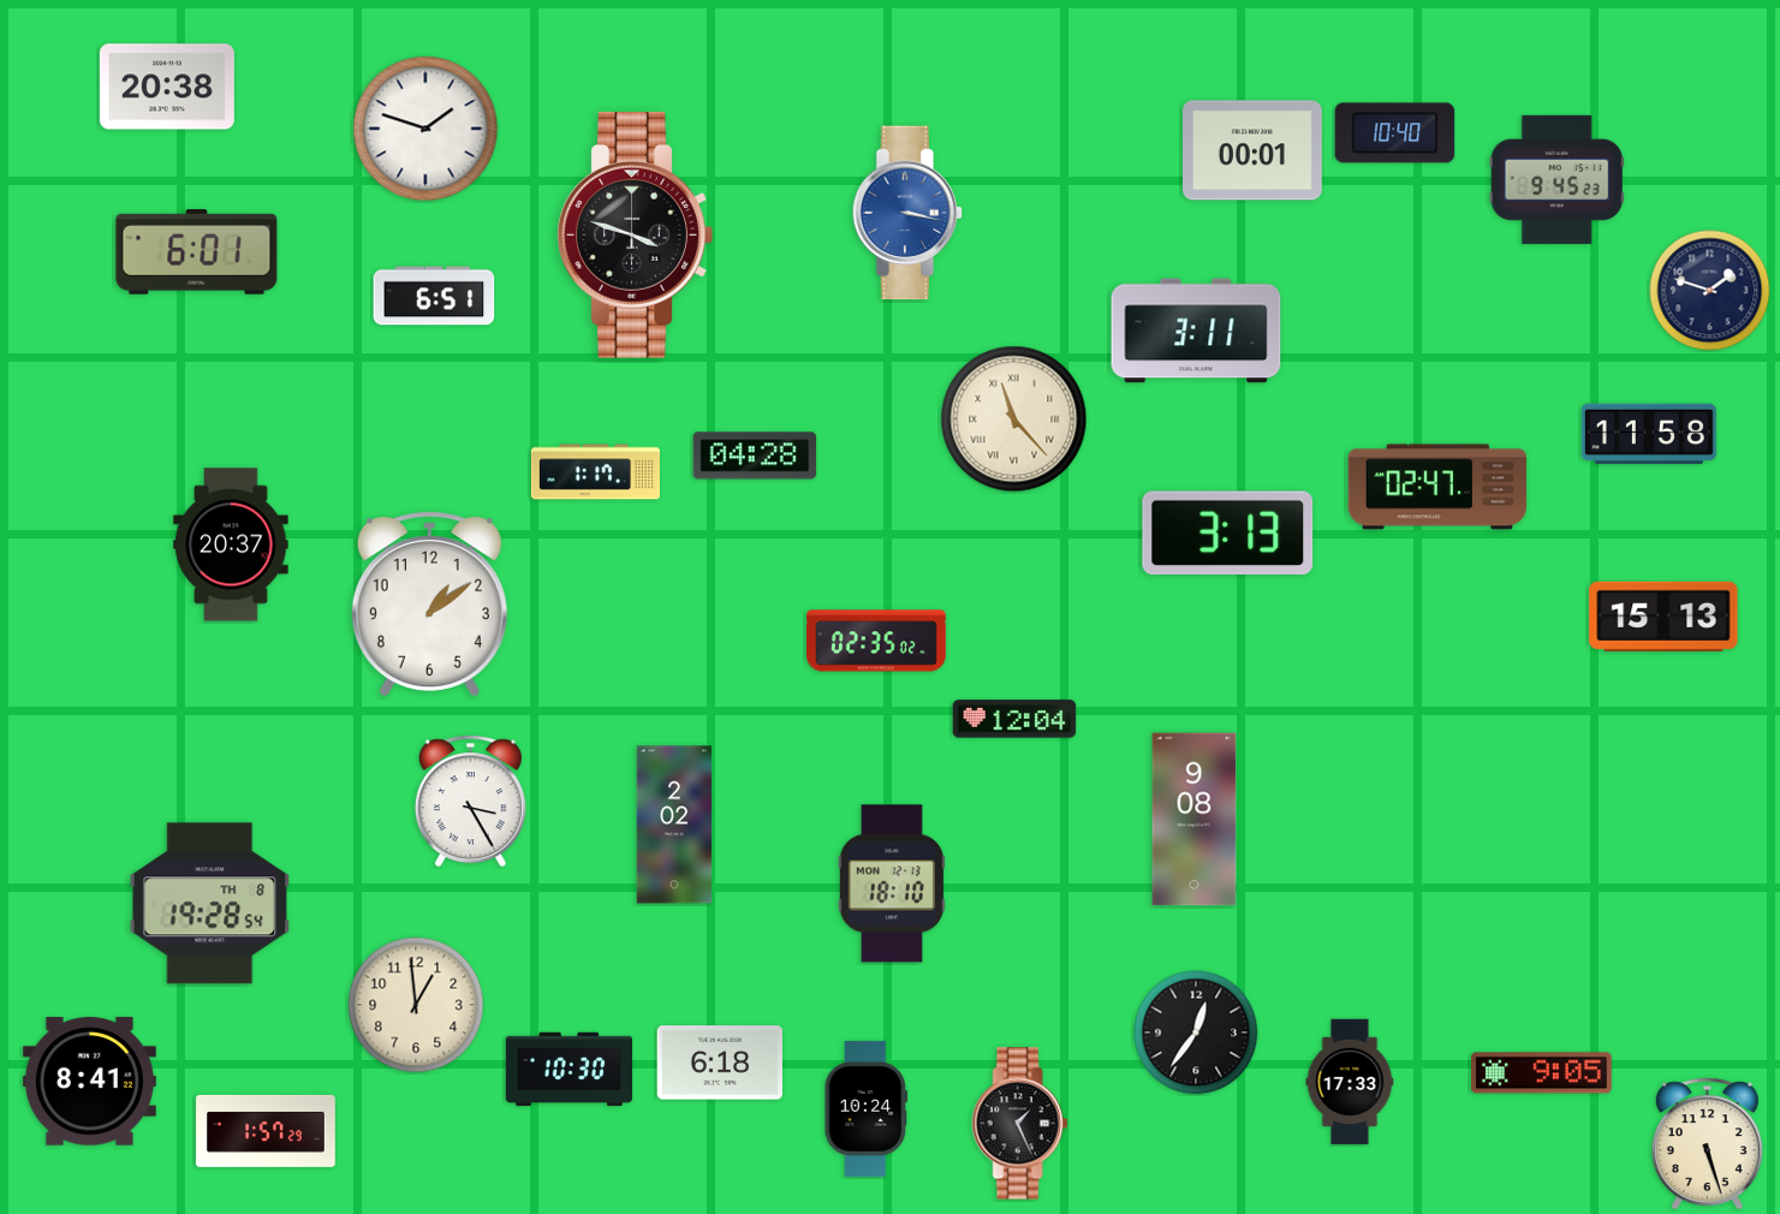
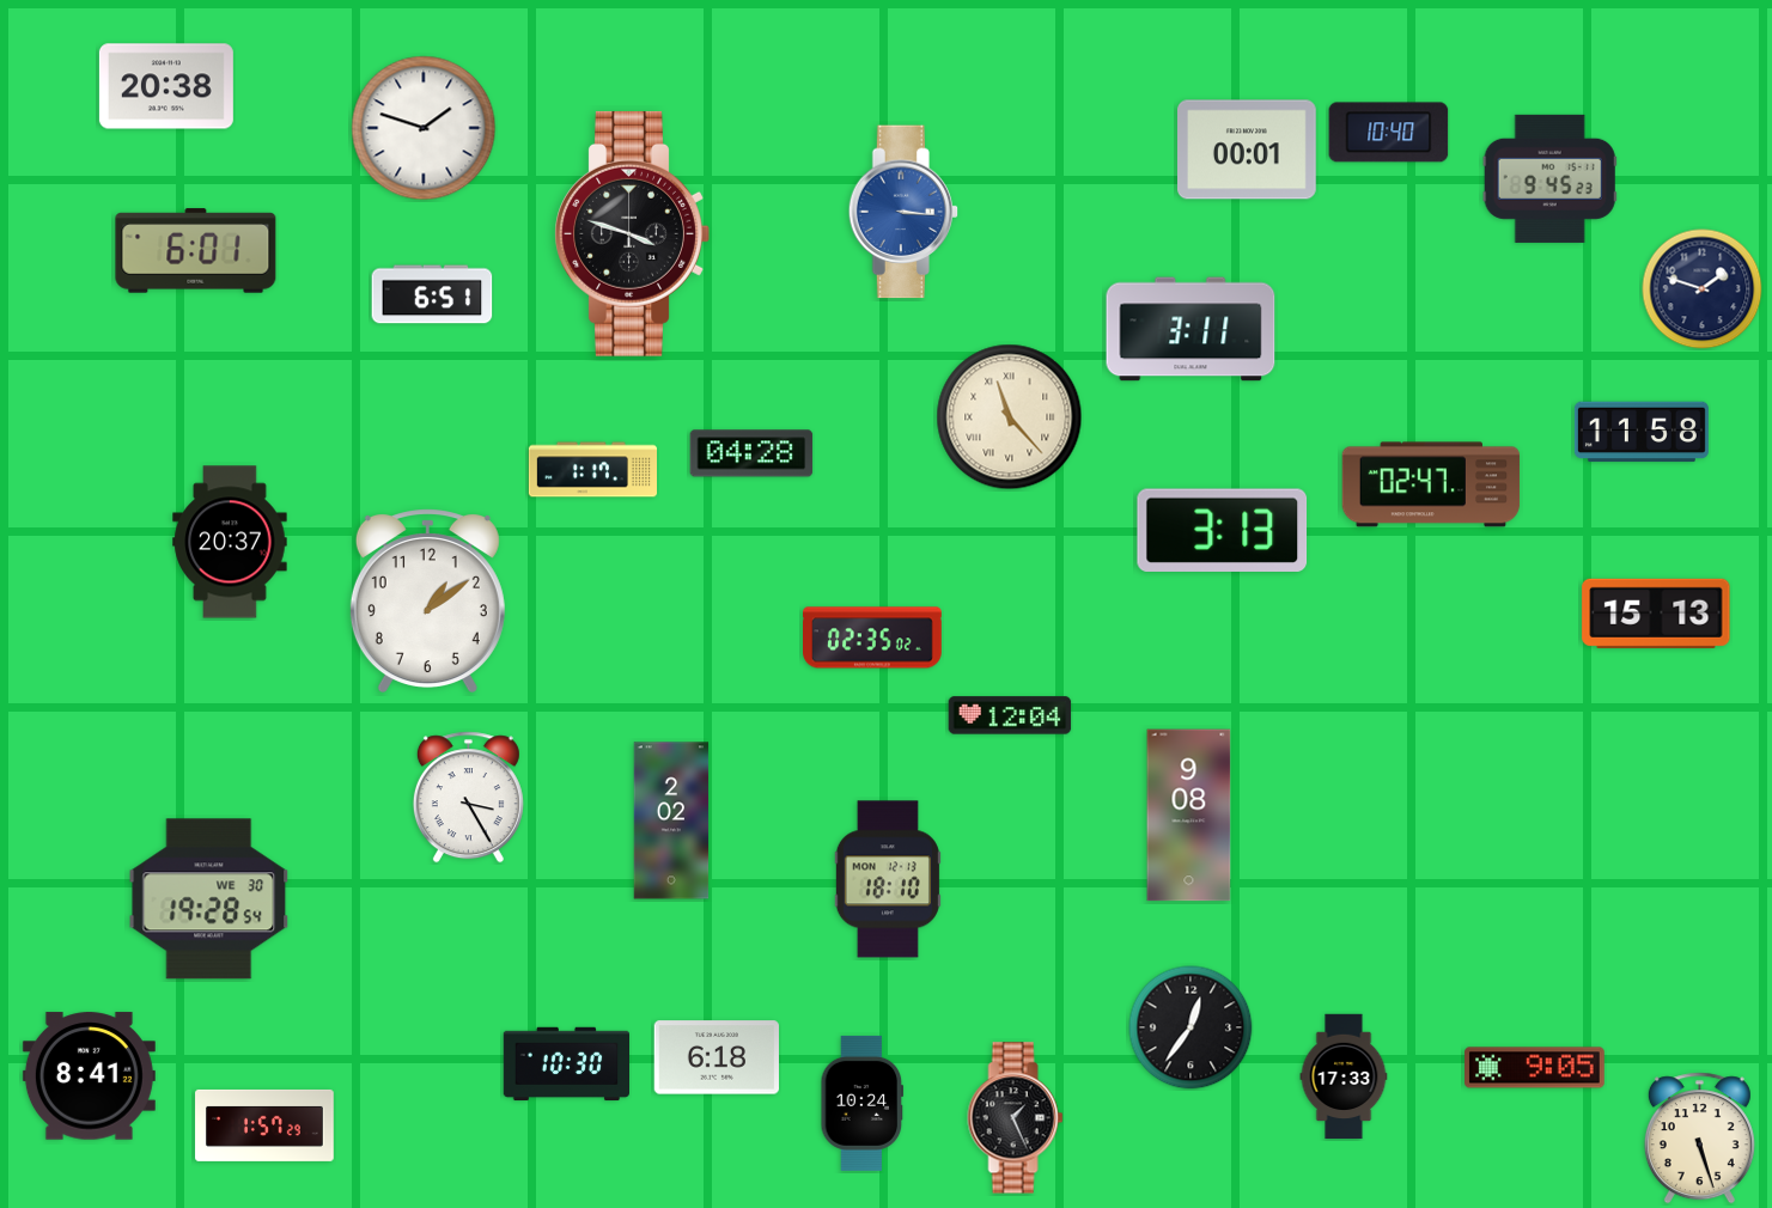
clock at (907, 213): 3:17 -> 3:16
clock at (210, 904) date: TH 8 -> WE 30
clock at (416, 1005): 12:59 -> none
